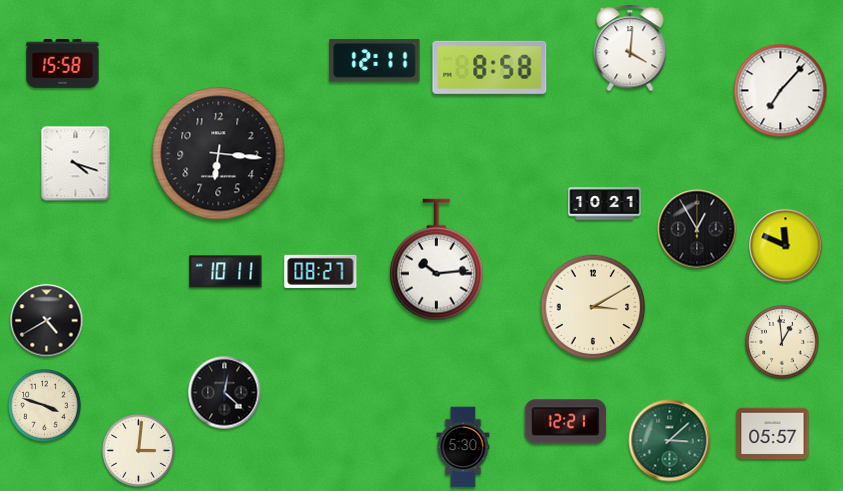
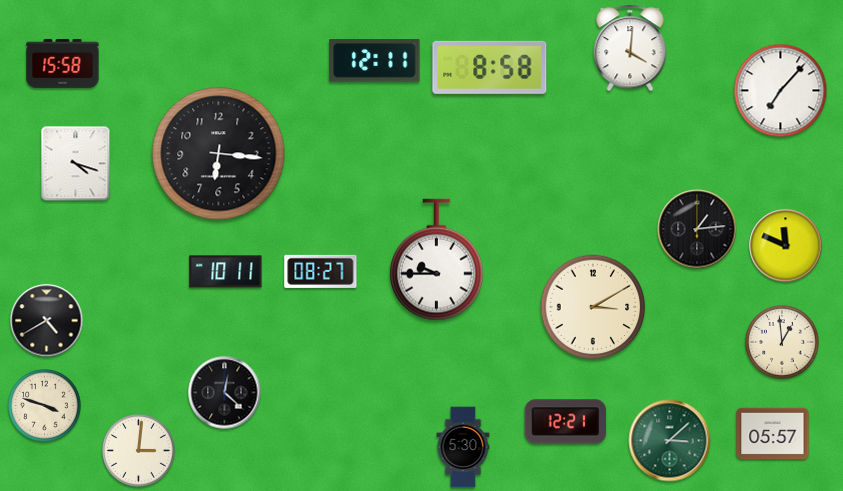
clock at (605, 204): 10:21 -> none
clock at (697, 229): 12:55 -> 1:14
clock at (437, 260): 10:14 -> 9:45
